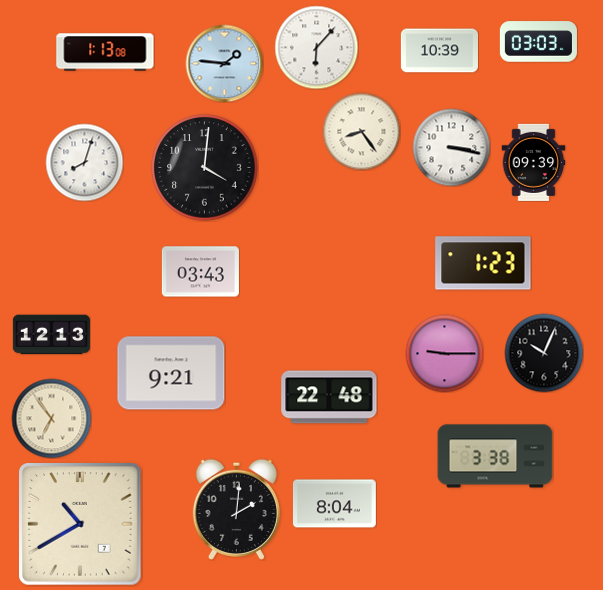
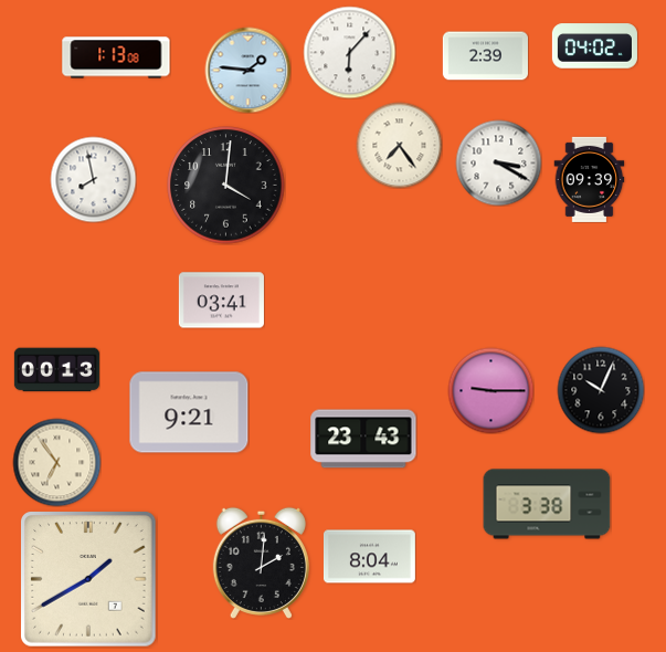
clock at (538, 42): 03:03 -> 04:02
clock at (439, 51): 10:39 -> 2:39
clock at (361, 131): 8:24 -> 7:24
clock at (451, 147): 3:17 -> 3:20
clock at (84, 162): 8:03 -> 7:58
clock at (483, 263): 1:23 -> none
clock at (200, 272): 03:43 -> 03:41
clock at (51, 335): 12:13 -> 00:13
clock at (329, 397): 22:48 -> 23:43
clock at (80, 524): 10:40 -> 1:40
